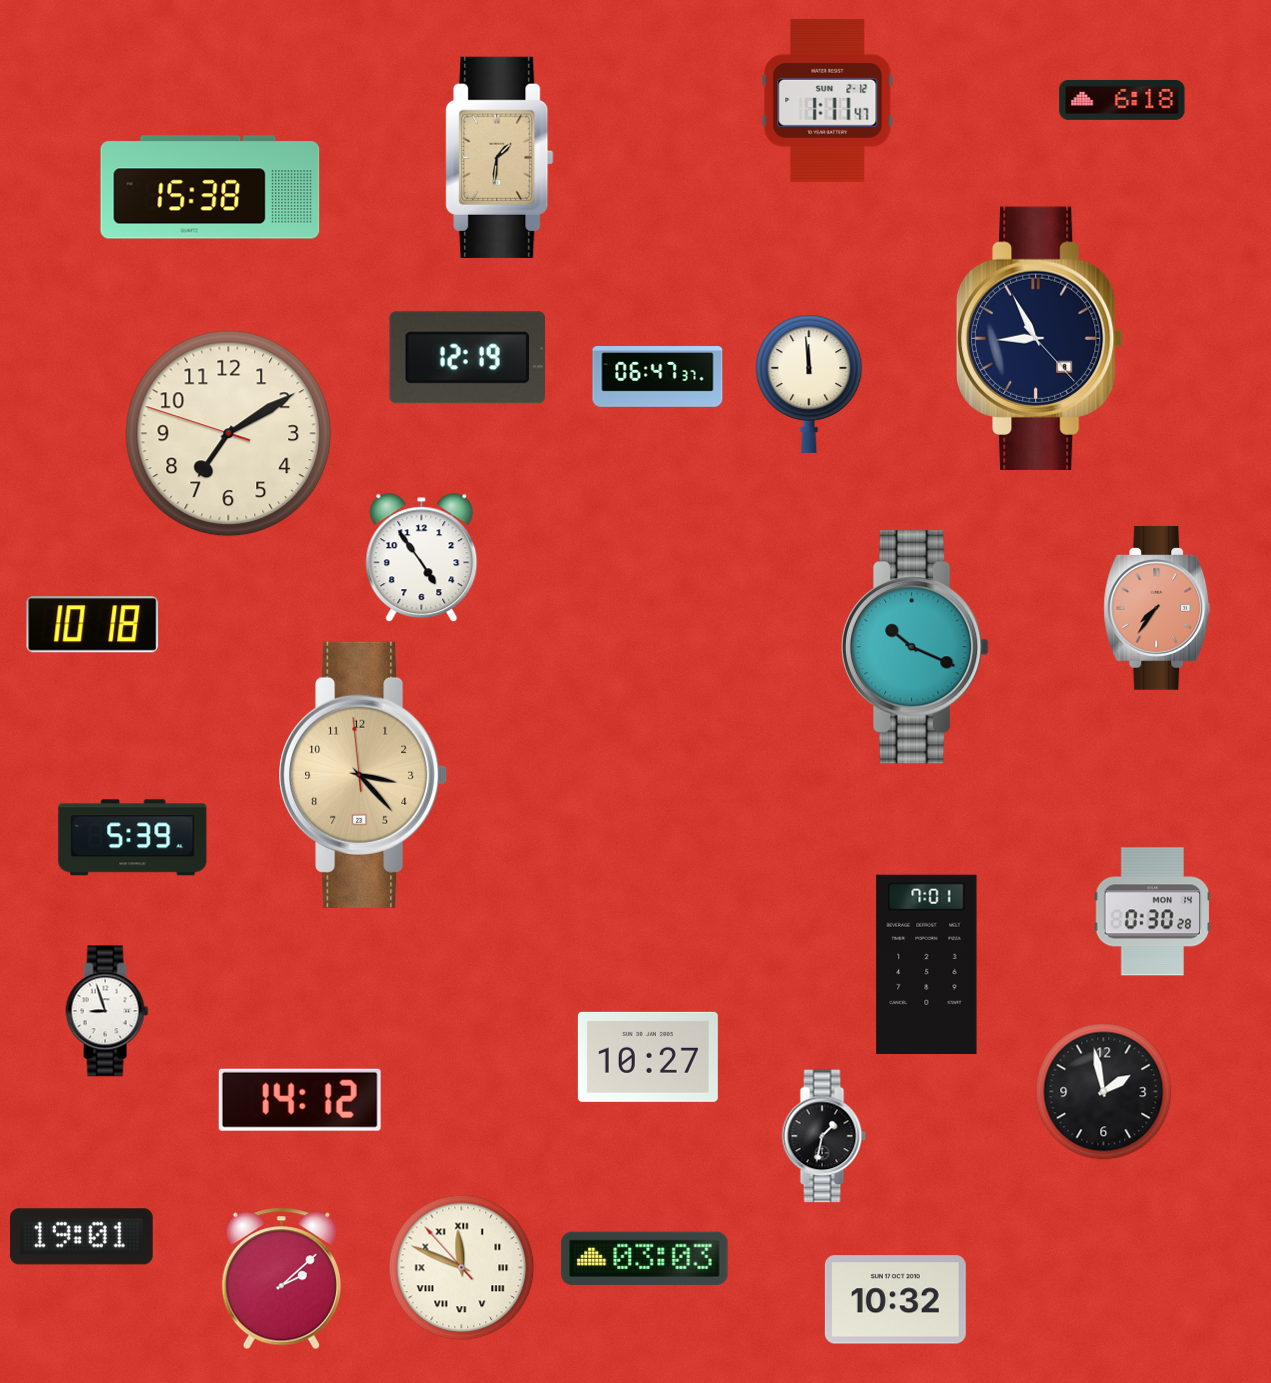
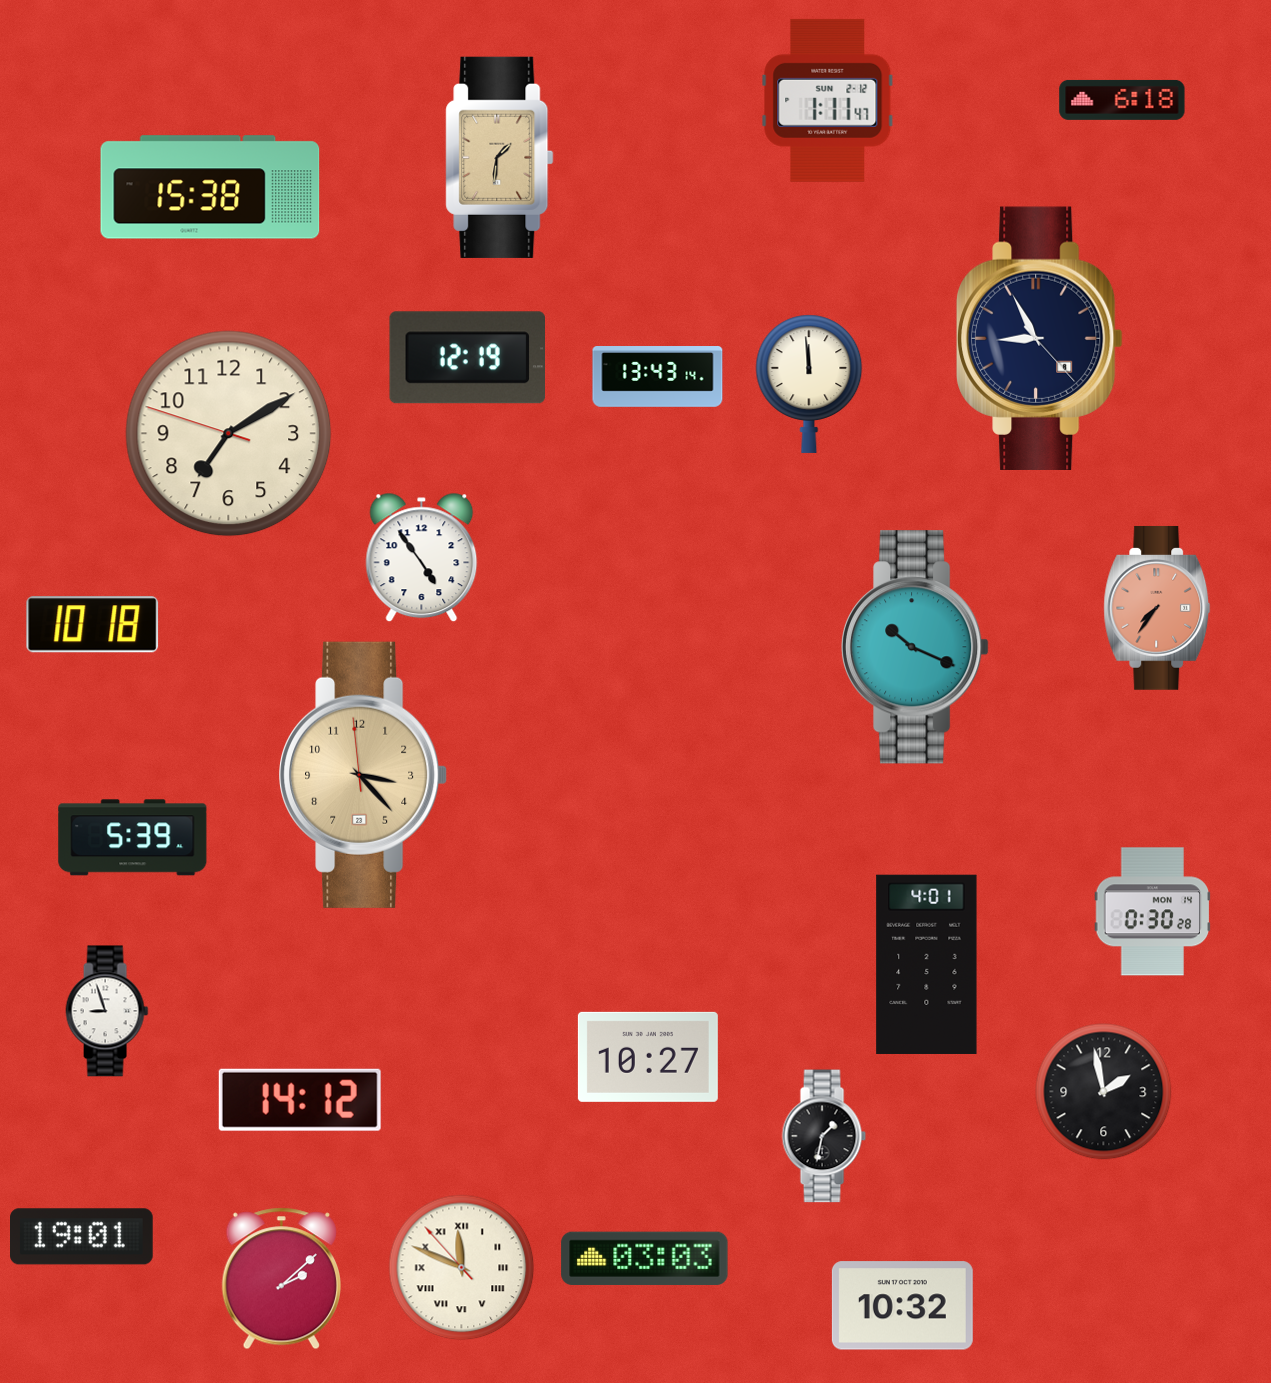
clock at (658, 377): 06:47 -> 13:43
clock at (927, 964): 7:01 -> 4:01
clock at (895, 1300) position: (895, 1300) -> (902, 1306)
